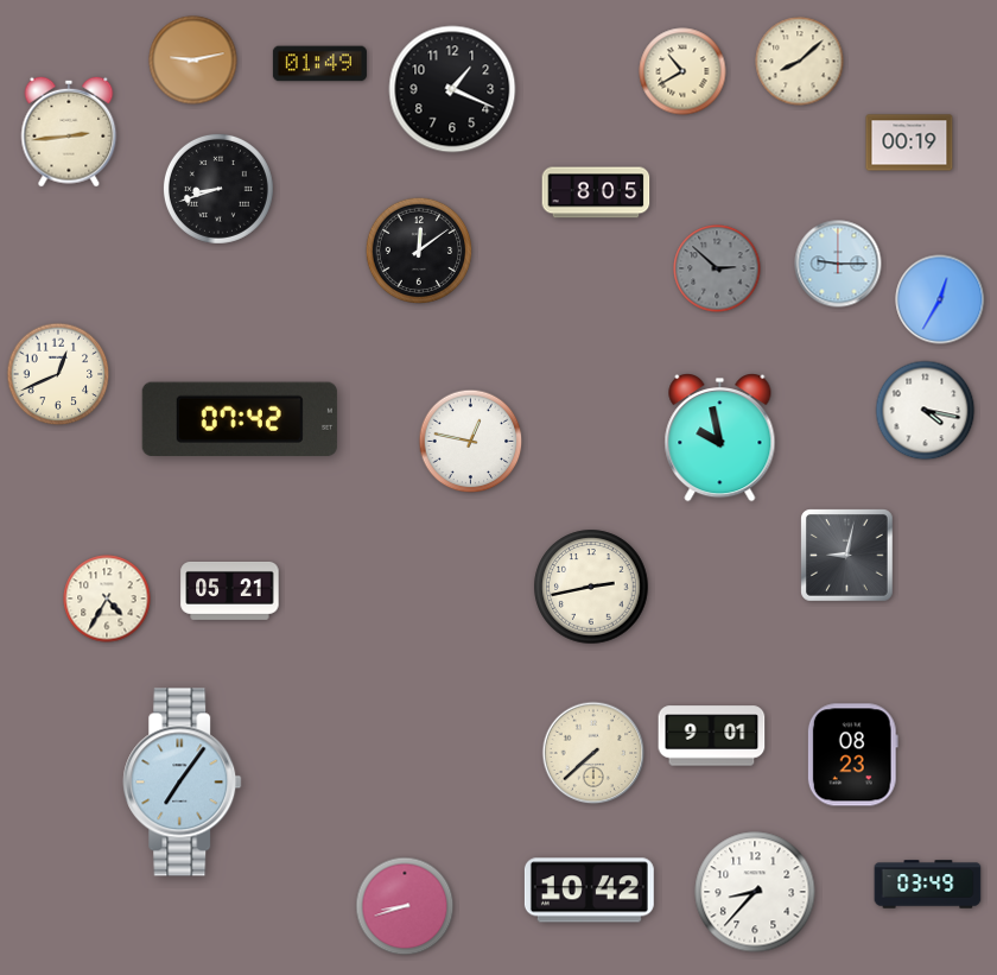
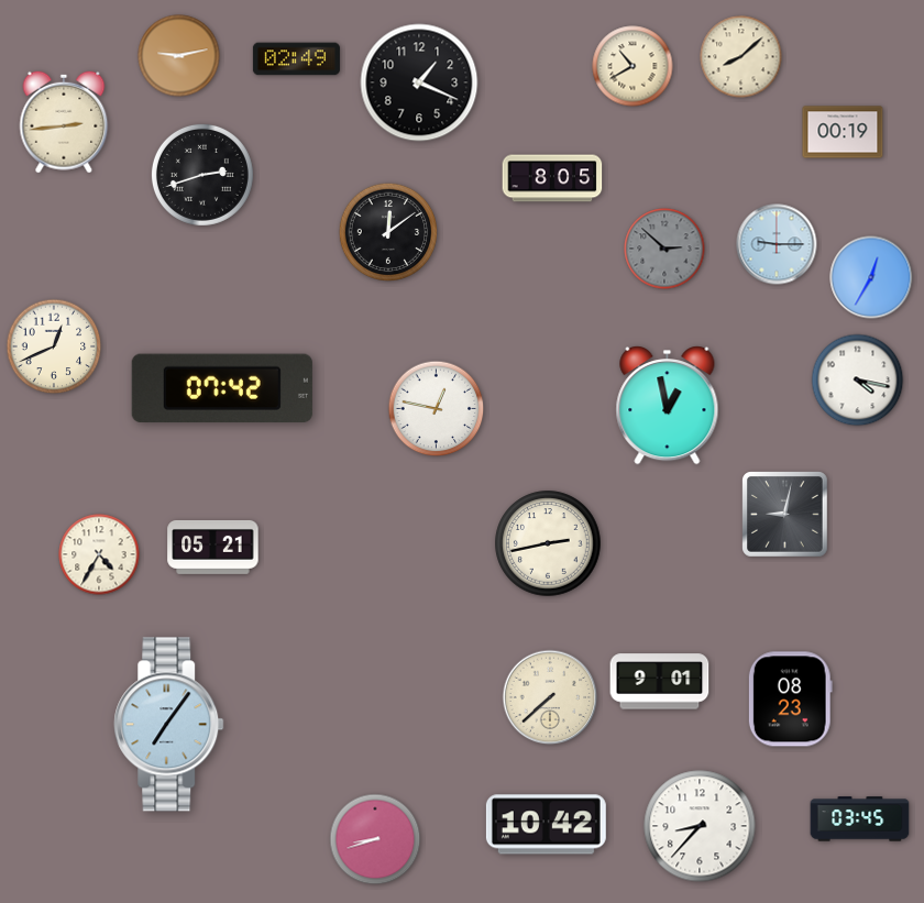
clock at (319, 64): 01:49 -> 02:49
clock at (218, 189): 8:42 -> 2:42
clock at (720, 438): 9:58 -> 12:58
clock at (928, 885): 03:49 -> 03:45
